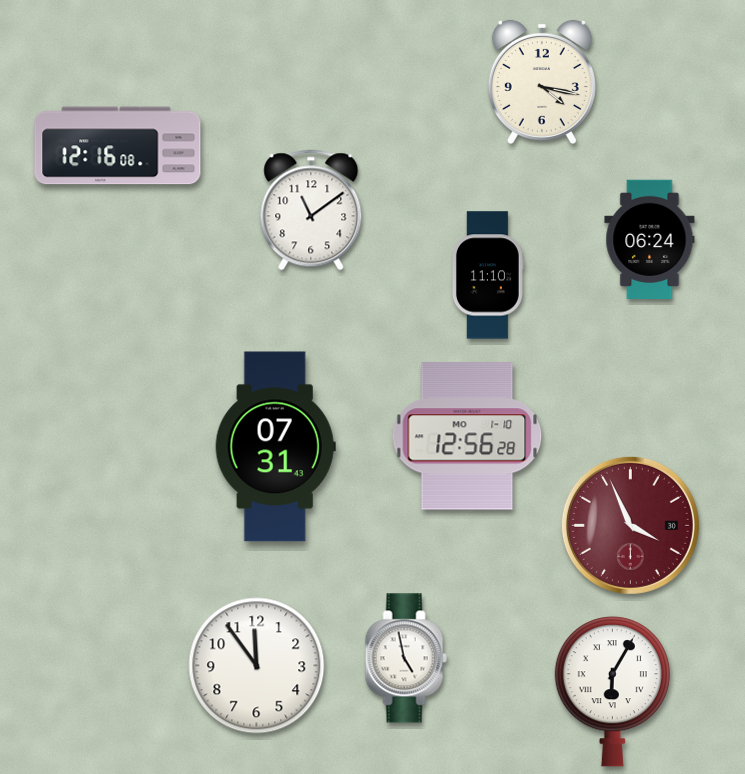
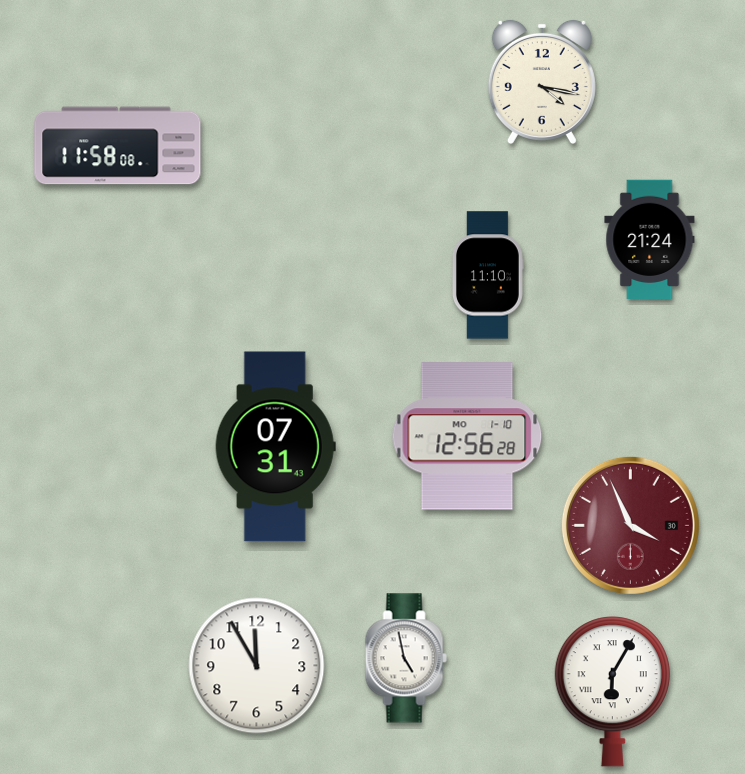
clock at (118, 146): 12:16 -> 11:58
clock at (311, 210): 11:09 -> none
clock at (650, 239): 06:24 -> 21:24
clock at (257, 666): 11:54 -> 11:55
